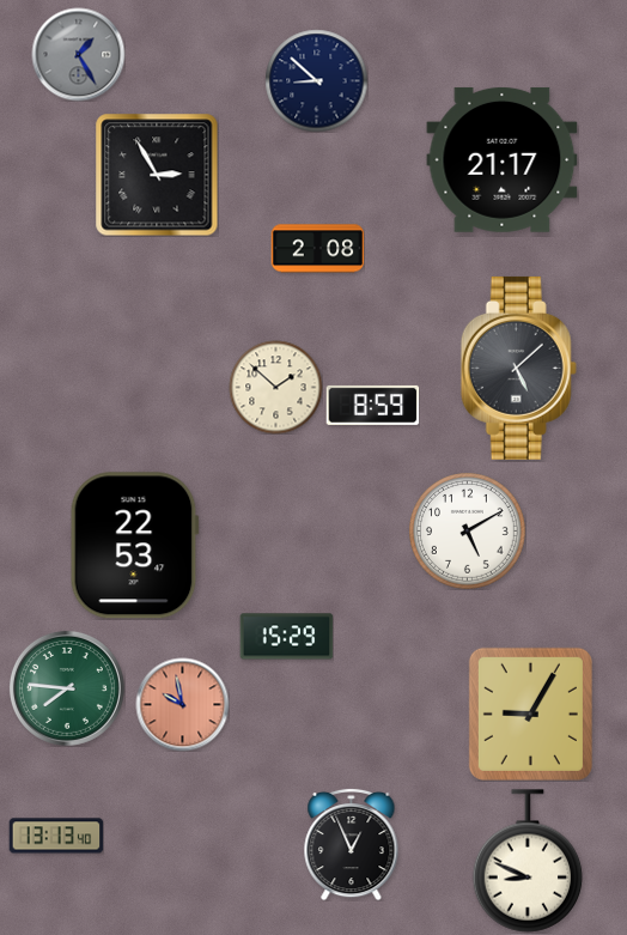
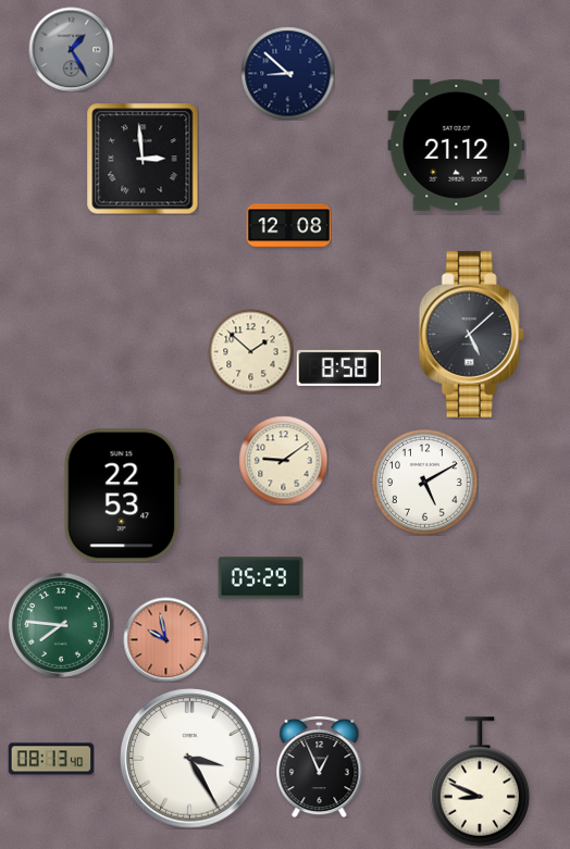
clock at (503, 159): 21:17 -> 21:12
clock at (157, 175): 2:55 -> 2:59
clock at (317, 249): 2:08 -> 12:08
clock at (372, 405): 8:59 -> 8:58
clock at (283, 460): none -> 9:09
clock at (286, 637): 15:29 -> 05:29
clock at (530, 714): 9:05 -> none
clock at (56, 836): 13:13 -> 08:13
clock at (190, 759): none -> 3:25
